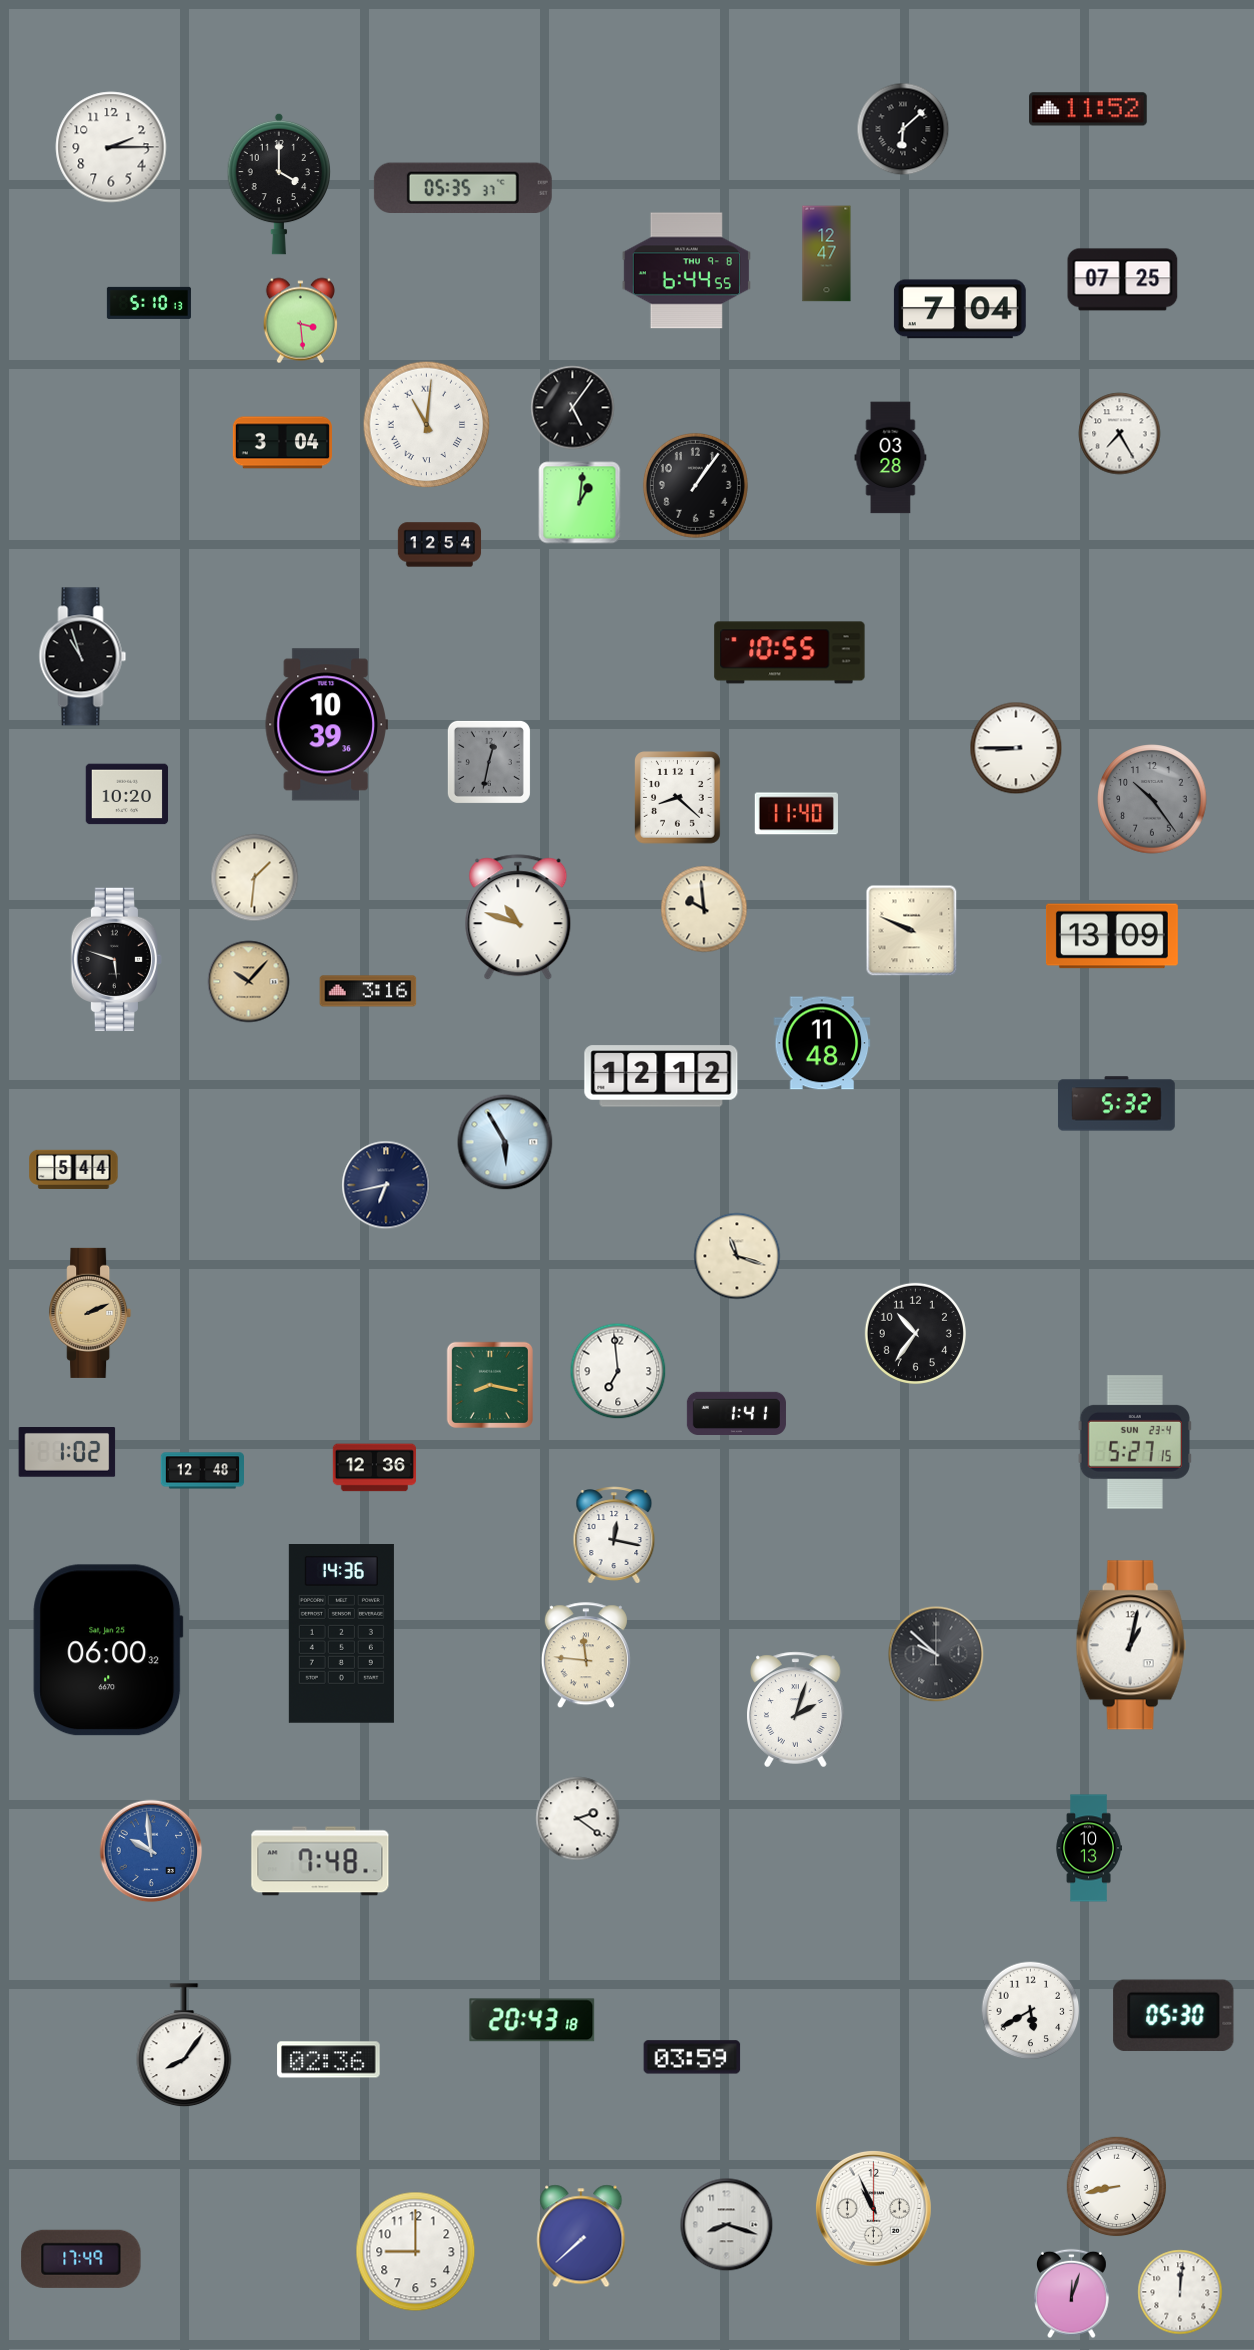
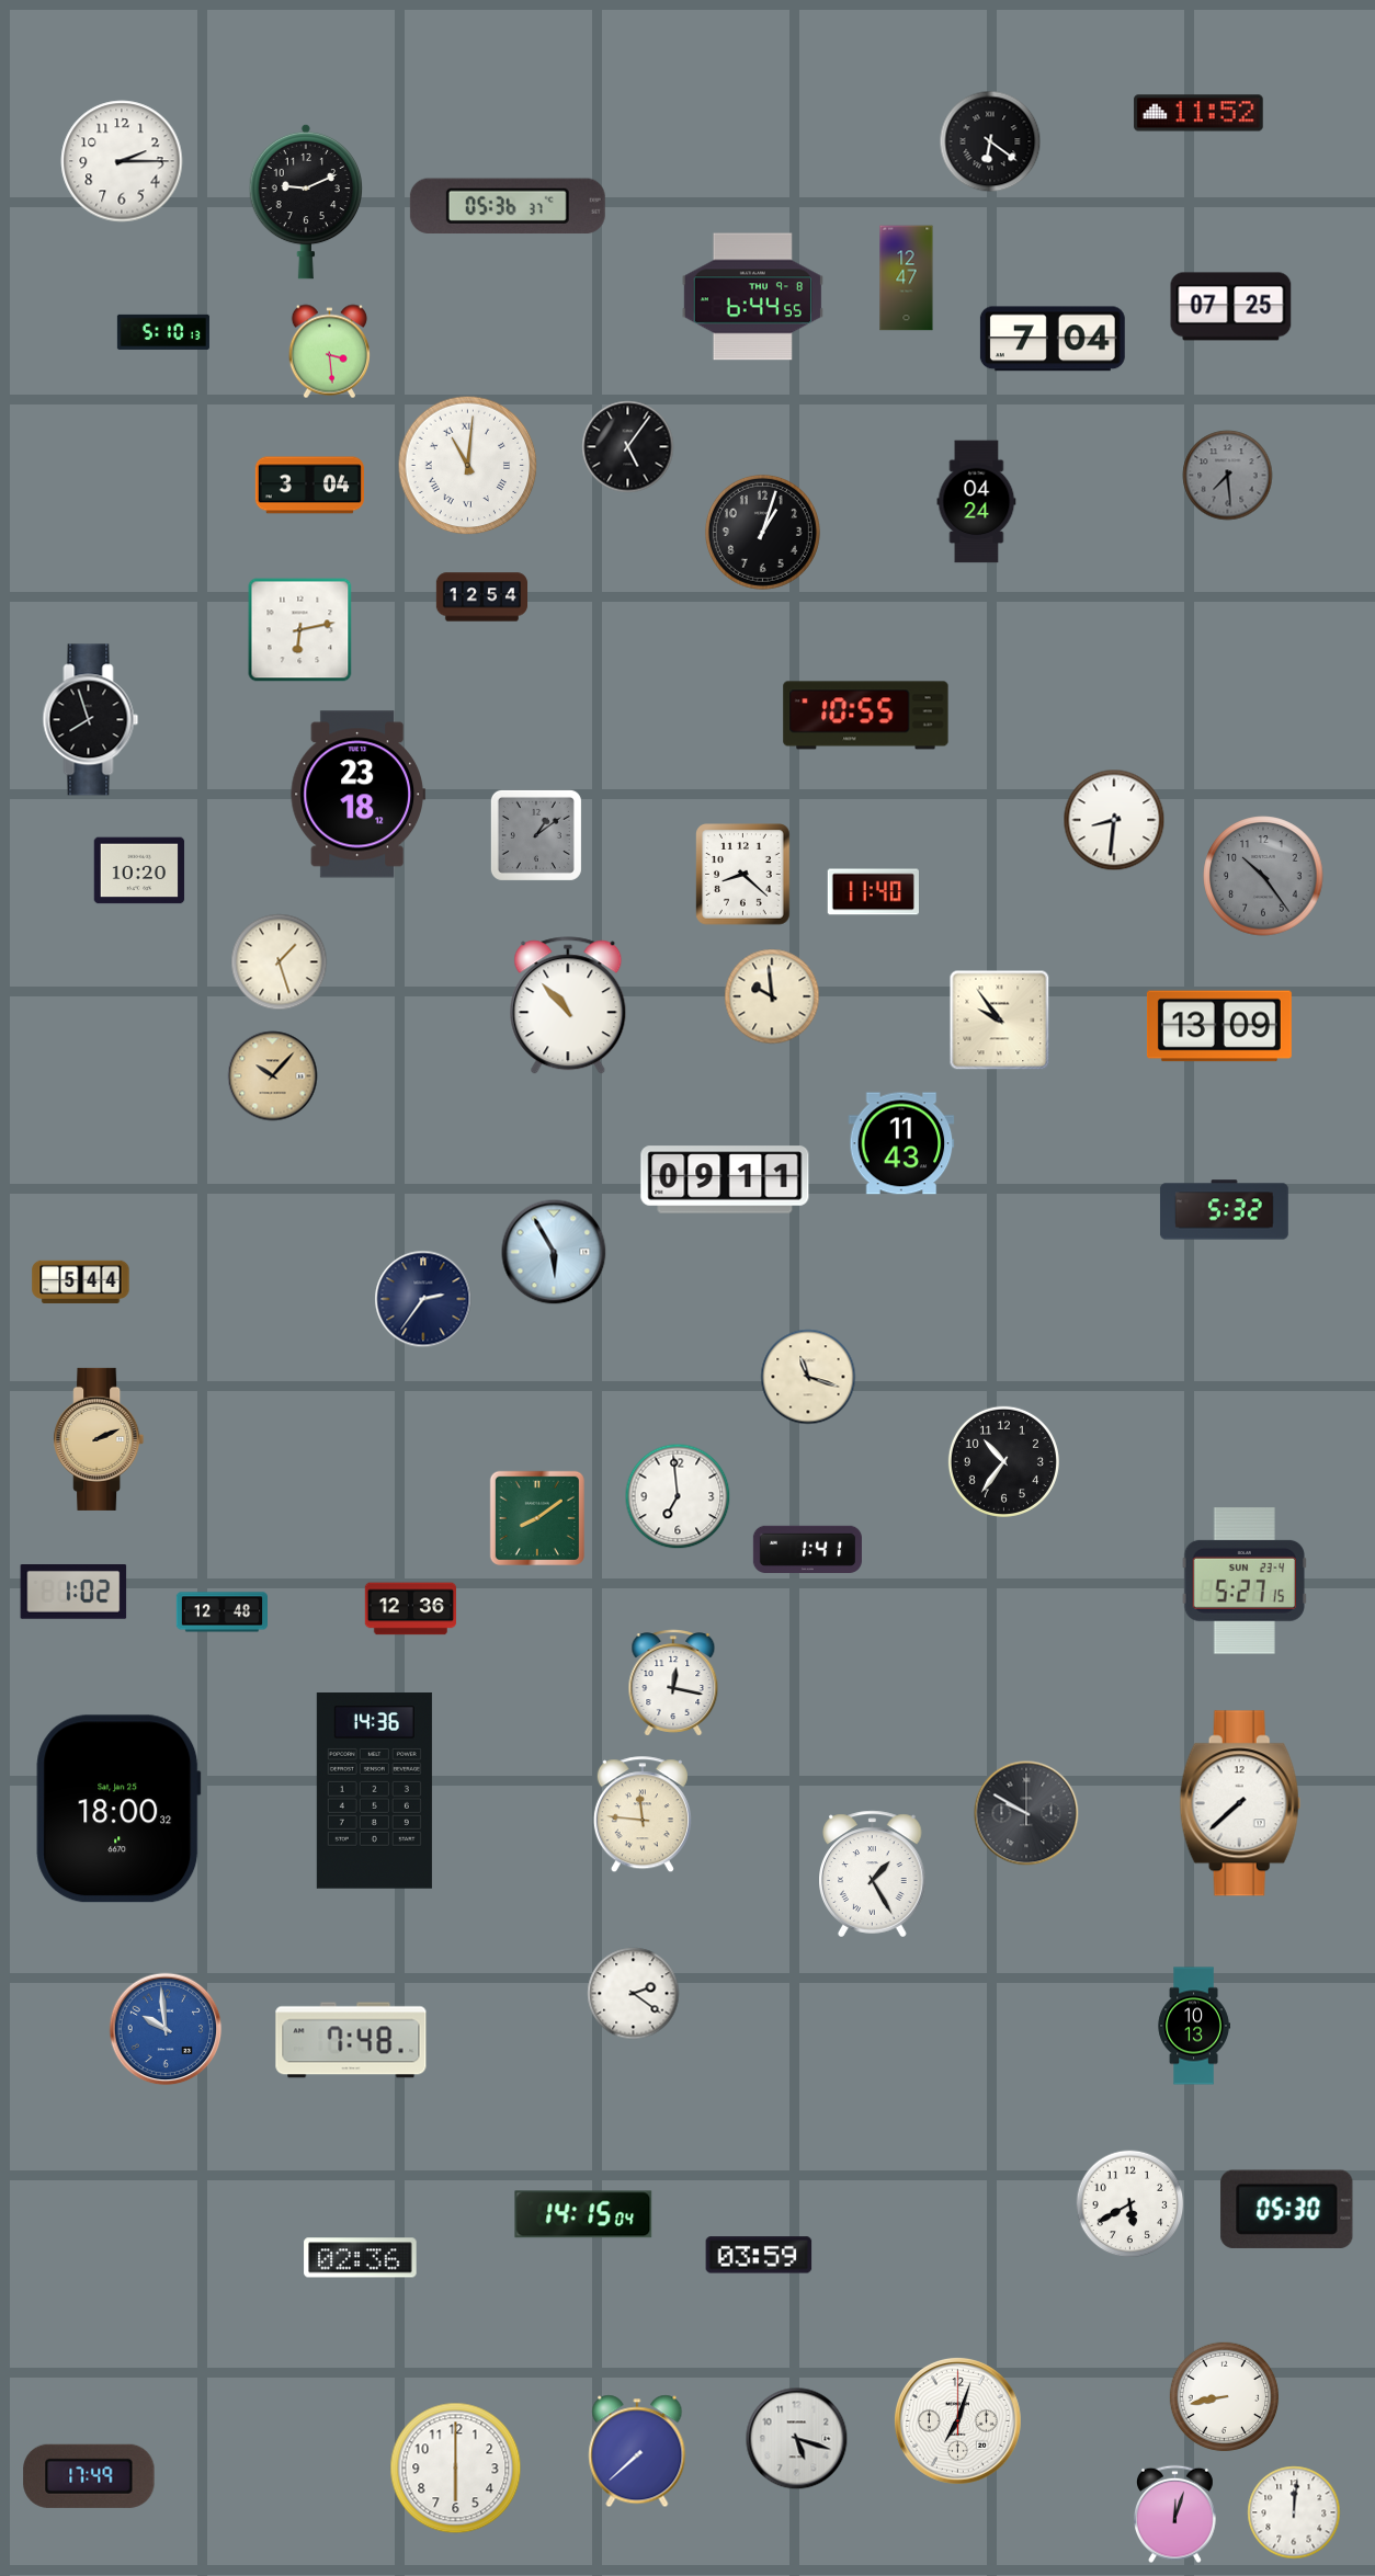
clock at (1088, 109) position: (1088, 109) -> (1198, 113)
clock at (903, 129): 6:08 -> 6:21
clock at (278, 184): 4:00 -> 9:11
clock at (463, 187): 05:35 -> 05:36
clock at (1120, 434): 7:25 -> 7:29
clock at (1120, 434) dial: white -> grey
clock at (891, 458): 03:28 -> 04:24
clock at (695, 485): 1:06 -> 1:03
clock at (580, 503): 1:01 -> none
clock at (300, 630): none -> 6:13
clock at (83, 657): 10:57 -> 7:57
clock at (326, 725): 10:39 -> 23:18
clock at (1016, 748): 8:45 -> 8:31
clock at (489, 762): 12:32 -> 1:09
clock at (255, 878): 1:31 -> 1:27
clock at (518, 918): 10:48 -> 10:53
clock at (912, 931): 9:49 -> 9:54
clock at (117, 960): 5:48 -> none
clock at (368, 991): 3:16 -> none
clock at (822, 1043): 11:48 -> 11:43
clock at (661, 1076): 12:12 -> 09:11
clock at (386, 1185): 6:43 -> 2:36
clock at (618, 1371) position: (618, 1371) -> (678, 1496)
clock at (489, 1384): 8:17 -> 8:09
clock at (1131, 1645): 1:02 -> 7:38
clock at (108, 1650): 06:00 -> 18:00
clock at (936, 1654): 9:52 -> 9:50
clock at (796, 1710): 2:03 -> 1:25
clock at (532, 2020): 20:43 -> 14:15
clock at (184, 2046): 8:06 -> none
clock at (873, 2208): 10:56 -> 7:03
clock at (727, 2225): 8:18 -> 5:18
clock at (416, 2252): 9:00 -> 6:00
